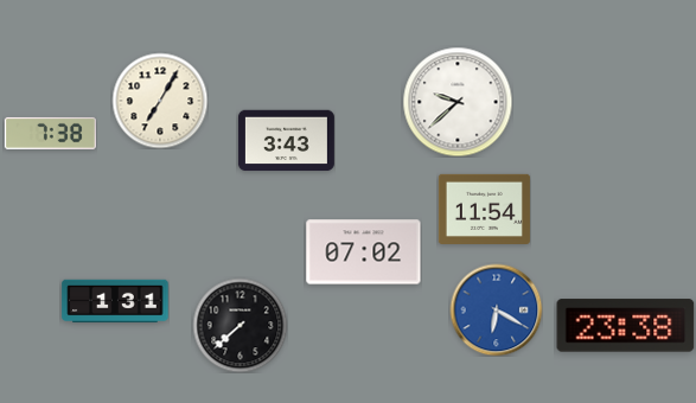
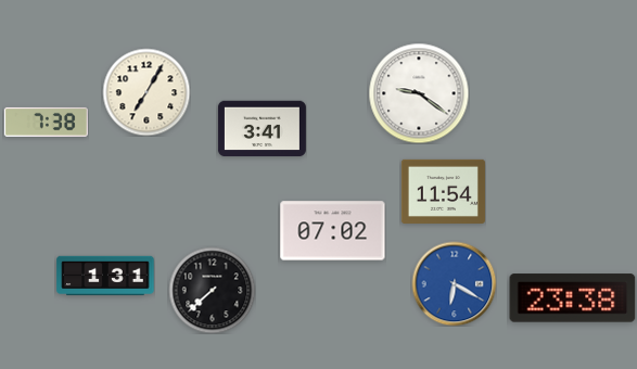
clock at (458, 102): 9:38 -> 9:21
clock at (286, 141): 3:43 -> 3:41
clock at (240, 325) position: (240, 325) -> (212, 290)
